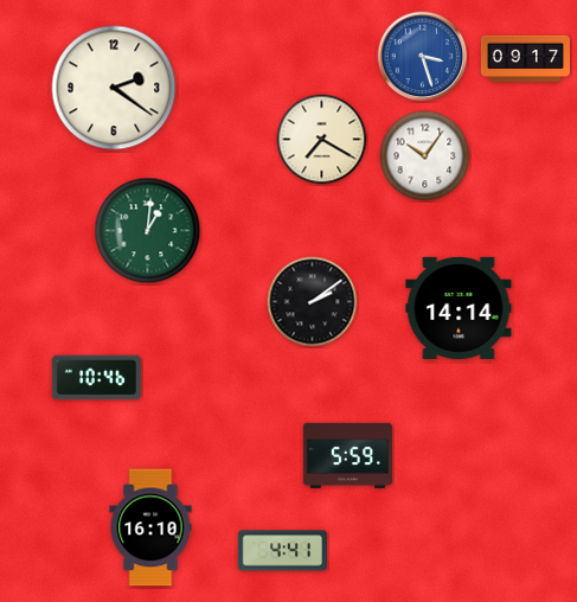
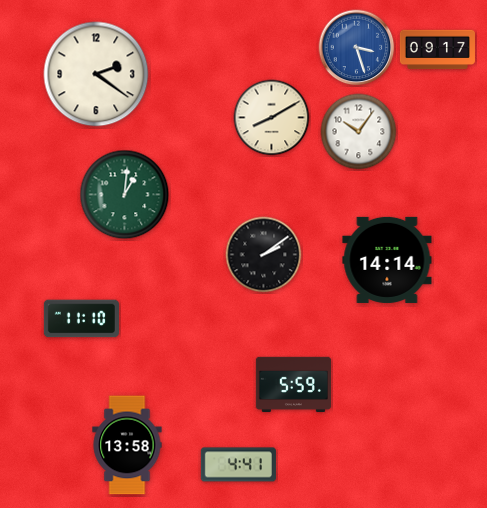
clock at (525, 59) position: (525, 59) -> (437, 50)
clock at (322, 140): 7:20 -> 8:10
clock at (96, 378): 10:46 -> 11:10
clock at (150, 527): 16:10 -> 13:58
